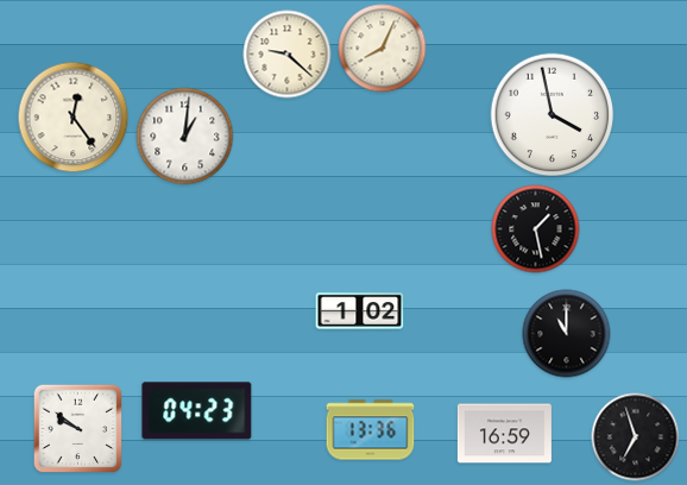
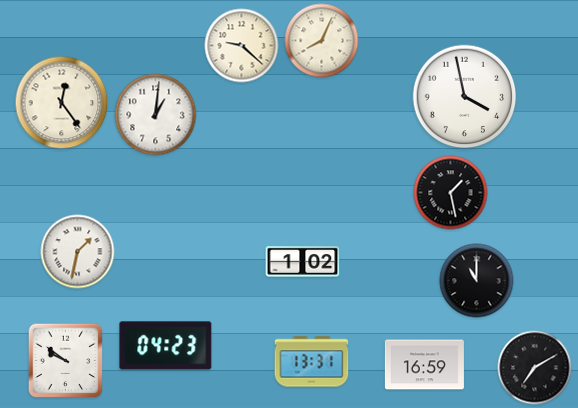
clock at (74, 118) position: (74, 118) -> (62, 103)
clock at (78, 252): none -> 1:32
clock at (371, 430): 13:36 -> 13:31
clock at (636, 437): 6:57 -> 7:10
